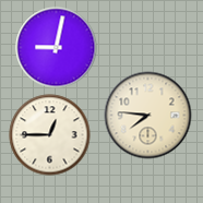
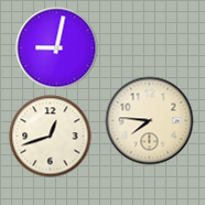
clock at (148, 116) position: (148, 116) -> (150, 121)
clock at (50, 135): 12:45 -> 12:42
